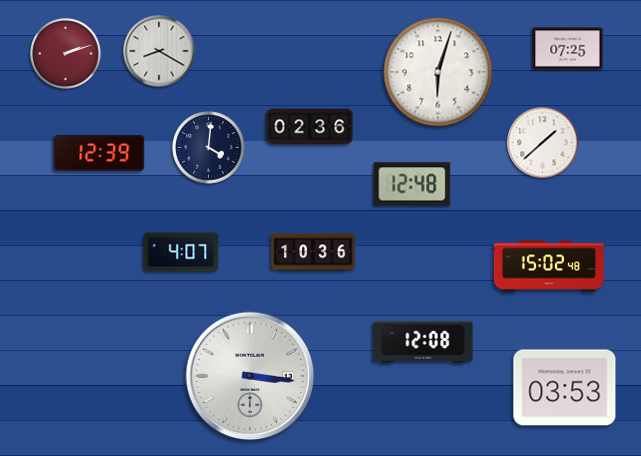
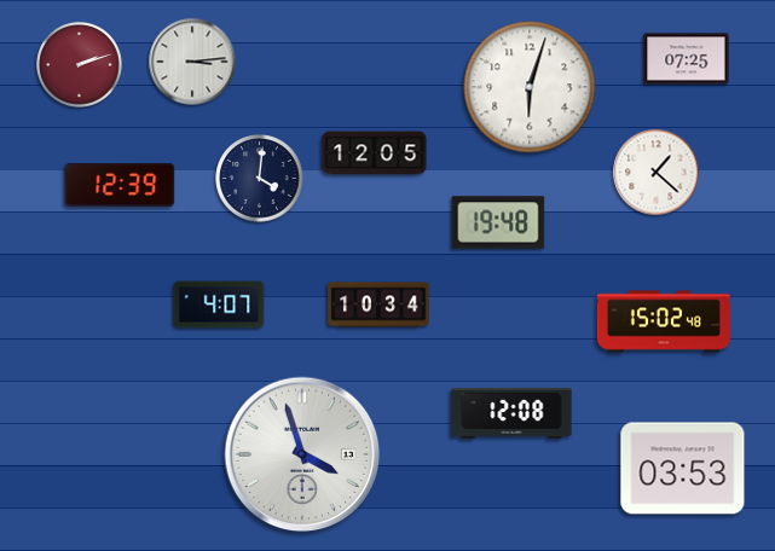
clock at (159, 51): 8:20 -> 3:14
clock at (310, 127): 02:36 -> 12:05
clock at (543, 143): 1:38 -> 1:22
clock at (209, 148) position: (209, 148) -> (260, 179)
clock at (412, 184): 12:48 -> 19:48
clock at (313, 252): 10:36 -> 10:34
clock at (250, 376): 3:16 -> 3:57
